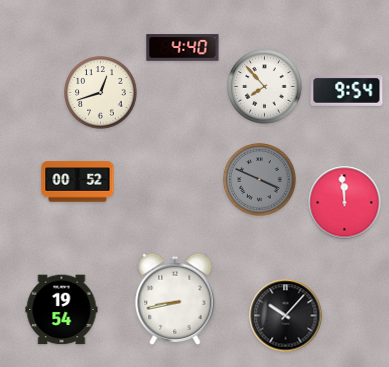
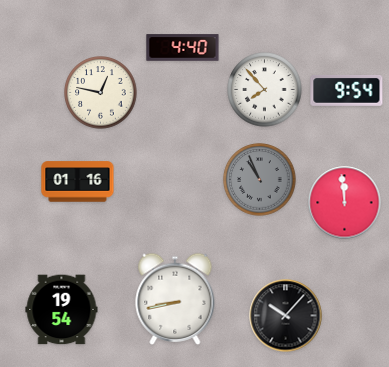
clock at (265, 87) position: (265, 87) -> (265, 90)
clock at (101, 93): 12:42 -> 12:47
clock at (260, 180): 3:49 -> 10:56
clock at (78, 182): 00:52 -> 01:16
